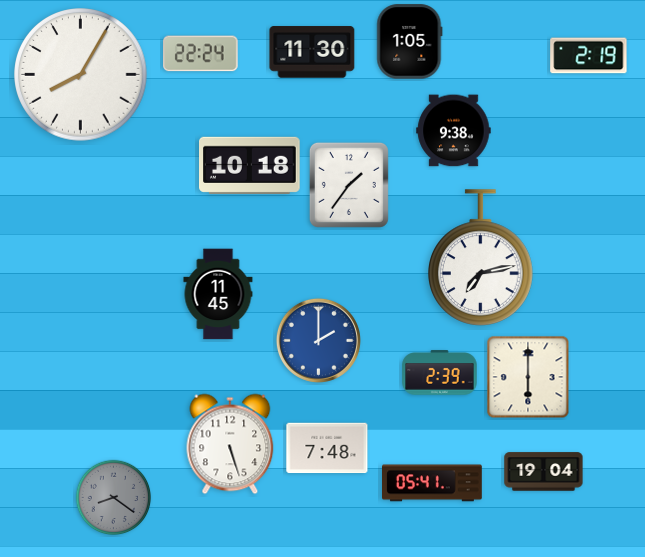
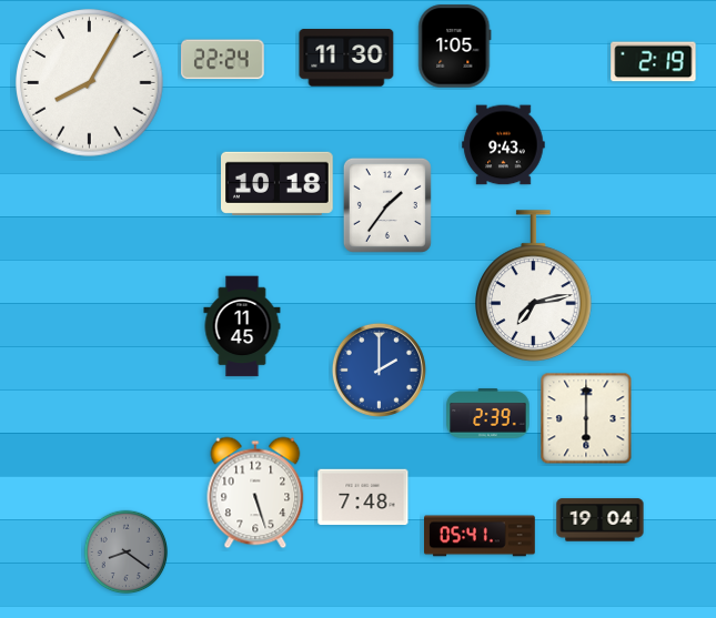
clock at (454, 131): 9:38 -> 9:43
clock at (318, 340) position: (318, 340) -> (379, 369)
clock at (544, 472) position: (544, 472) -> (601, 520)
